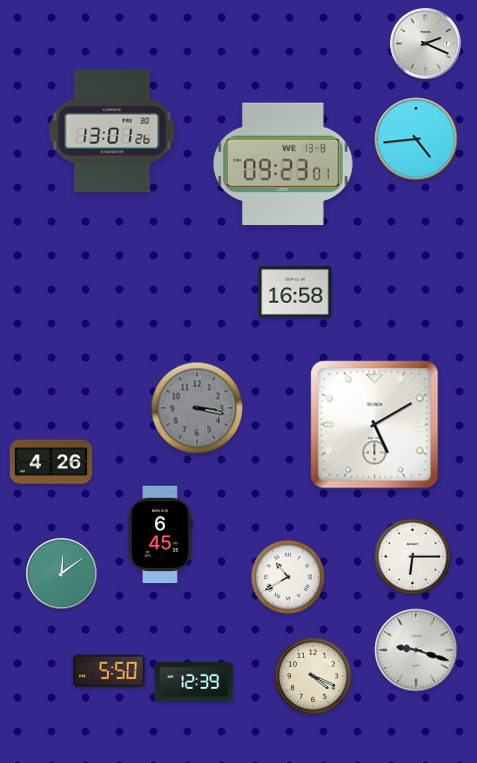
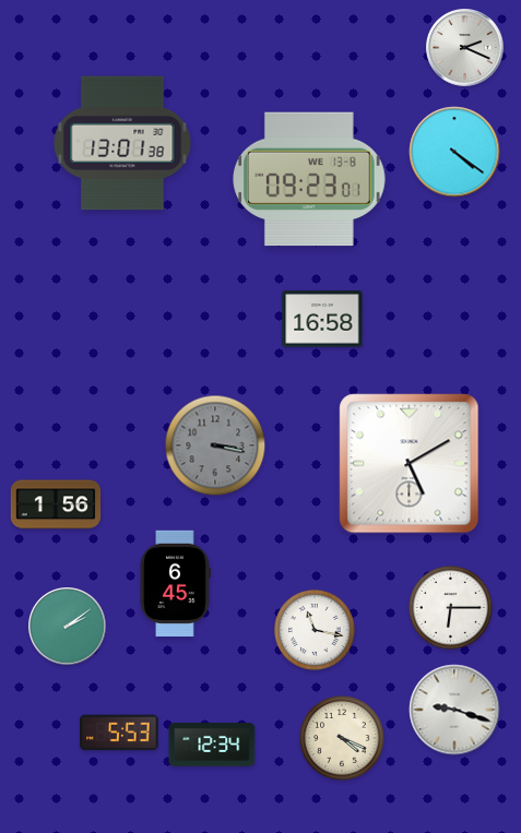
clock at (112, 131): 13:01:26 -> 13:01:38
clock at (416, 139): 4:44 -> 4:21
clock at (51, 462): 4:26 -> 1:56
clock at (62, 574): 12:09 -> 2:09
clock at (288, 577): 10:40 -> 11:17
clock at (109, 671): 5:50 -> 5:53
clock at (194, 682): 12:39 -> 12:34
